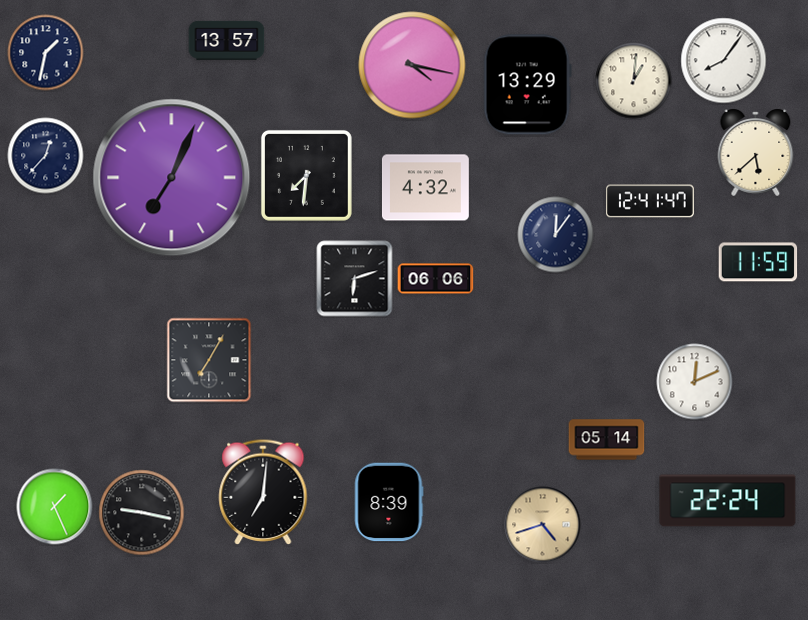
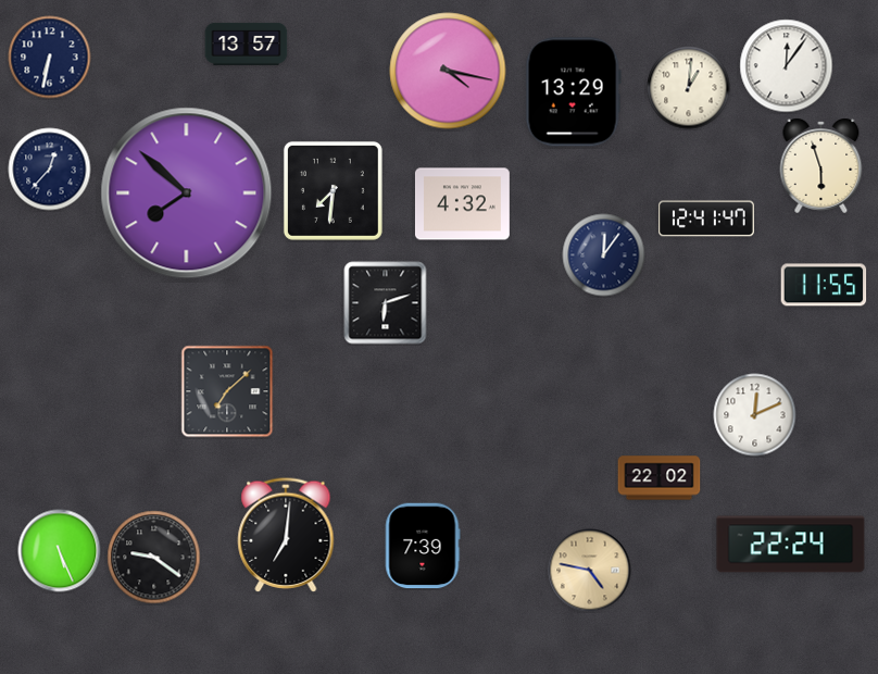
clock at (46, 53): 1:32 -> 6:32
clock at (724, 61): 8:06 -> 12:06
clock at (756, 152): 5:38 -> 5:57
clock at (172, 178): 7:04 -> 7:52
clock at (758, 262): 11:59 -> 11:55
clock at (436, 279): 06:06 -> none
clock at (209, 360): 7:05 -> 7:08
clock at (607, 440): 05:14 -> 22:02
clock at (389, 502): 8:39 -> 7:39
clock at (55, 507): 1:26 -> 5:26
clock at (142, 513): 9:17 -> 9:21
clock at (543, 525): 4:42 -> 4:47
